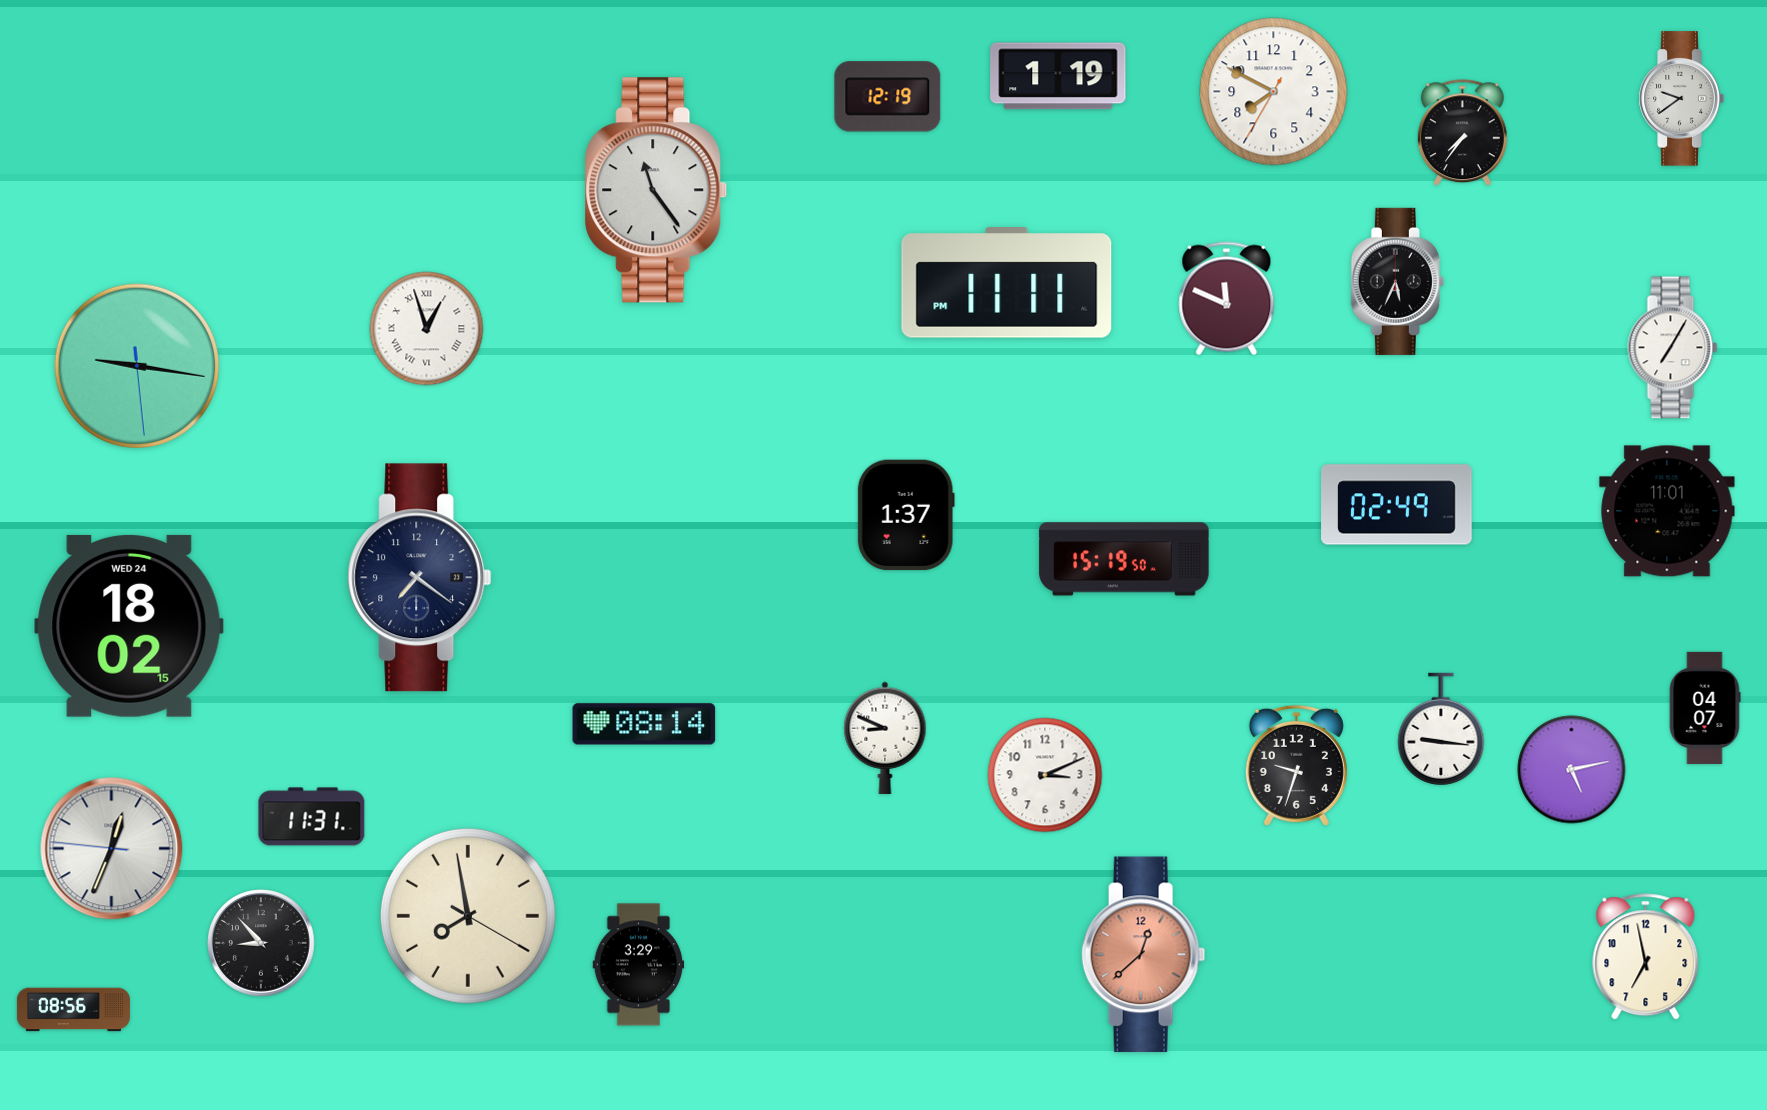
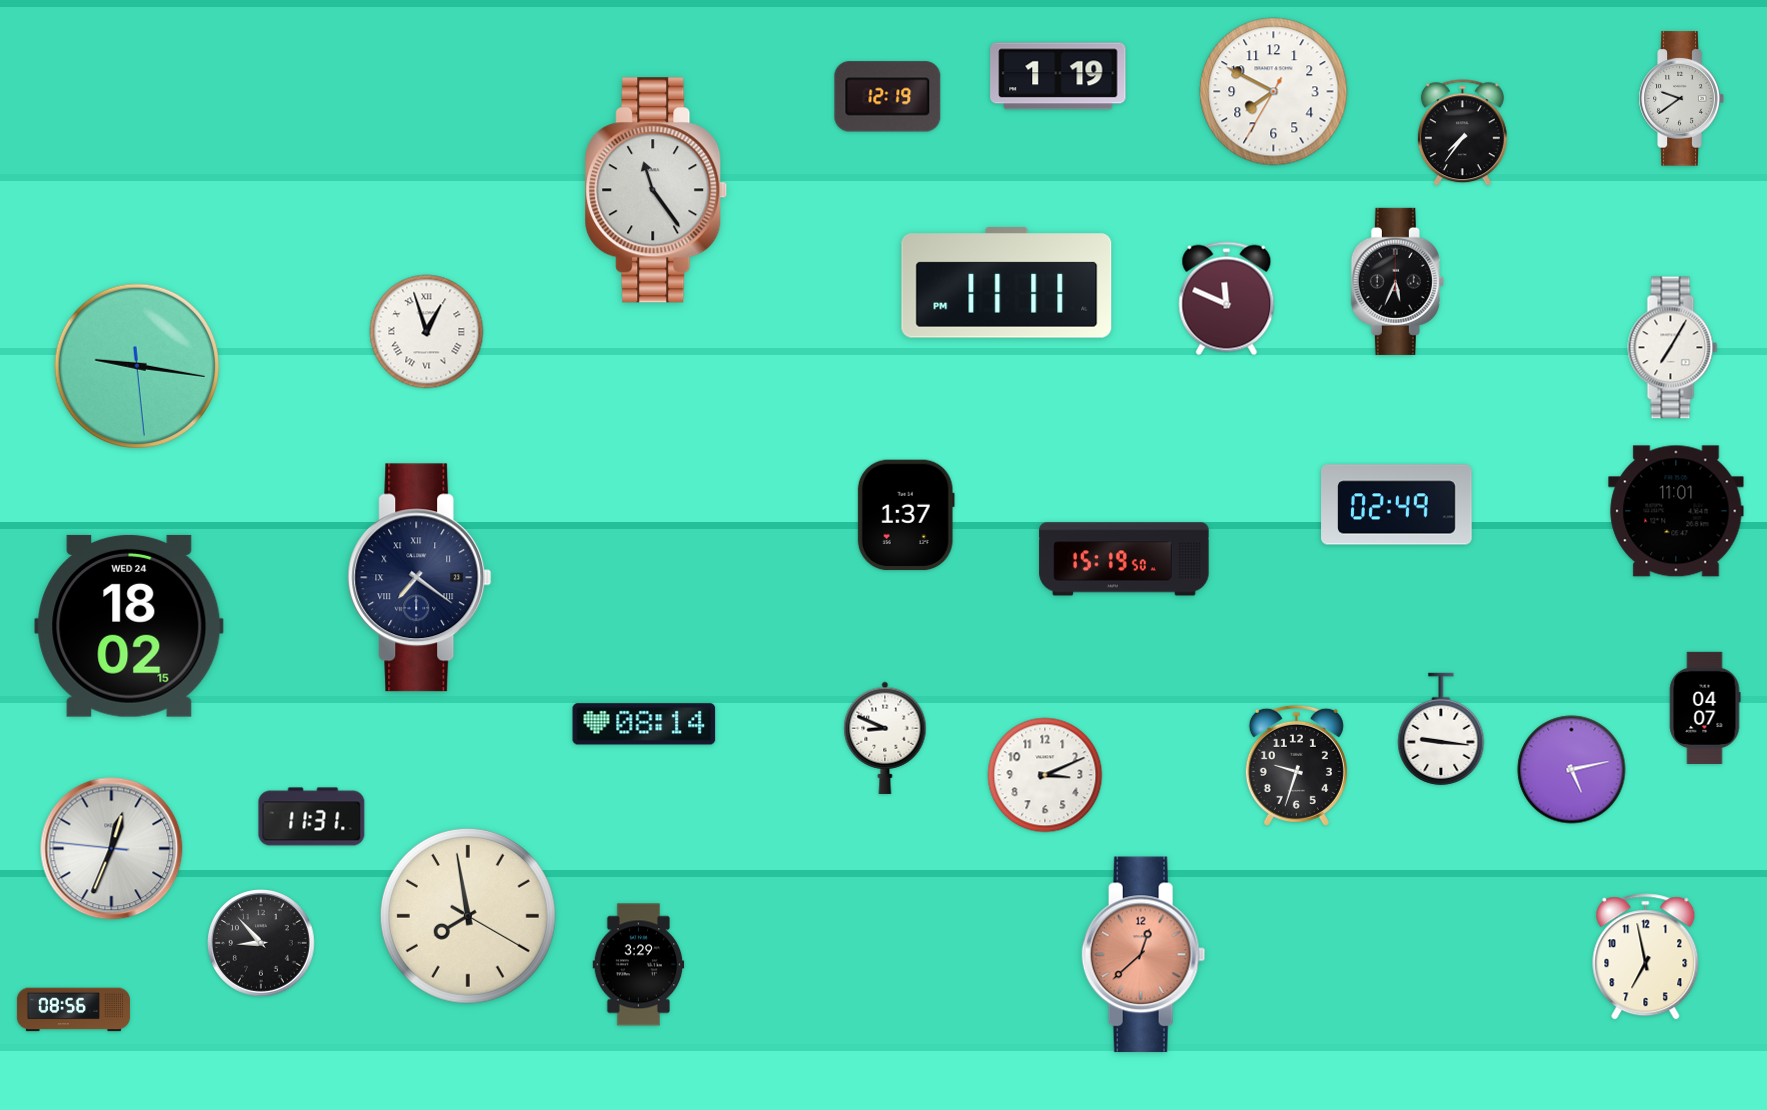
clock at (427, 329) position: (427, 329) -> (427, 332)
clock at (1667, 511) position: (1667, 511) -> (1676, 511)
clock at (420, 578) numerals: Arabic -> Roman
